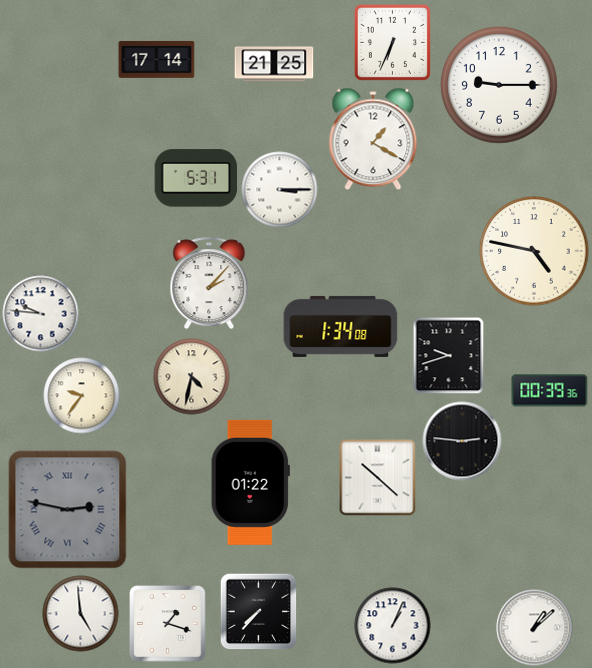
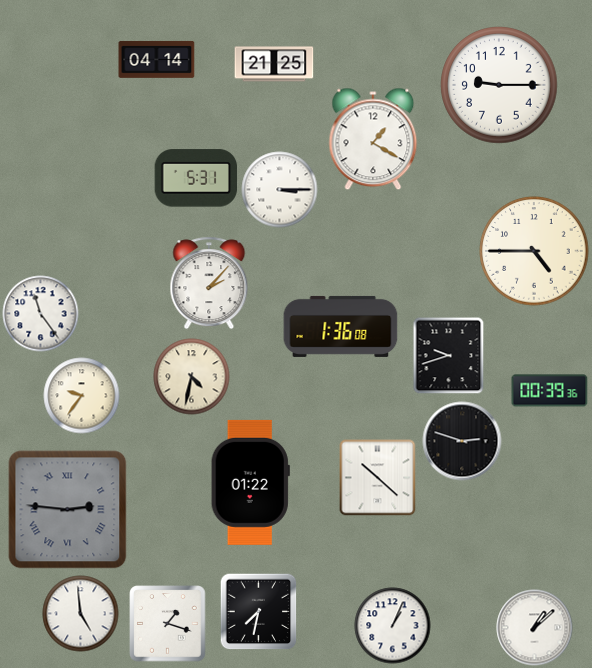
clock at (392, 42): 6:34 -> none
clock at (157, 59): 17:14 -> 04:14
clock at (534, 251): 4:47 -> 4:45
clock at (41, 314): 9:46 -> 11:24
clock at (341, 326): 1:34 -> 1:36
clock at (462, 441): 2:46 -> 2:48
clock at (68, 510): 2:47 -> 2:46
clock at (258, 611): 7:37 -> 7:32
